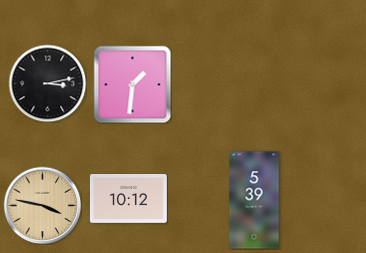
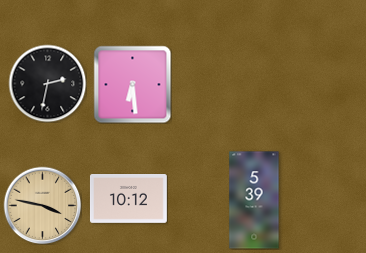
clock at (47, 83): 3:13 -> 2:32
clock at (132, 84): 1:31 -> 6:29
